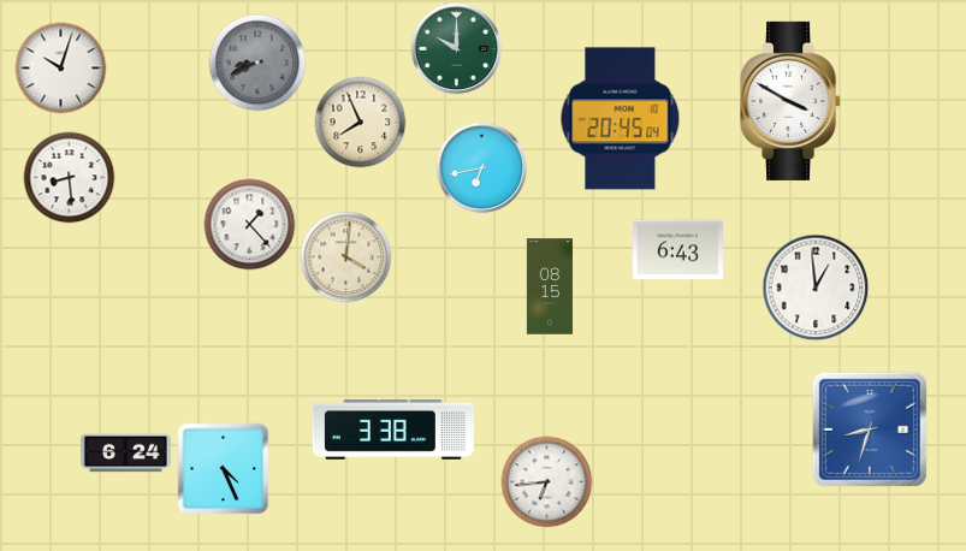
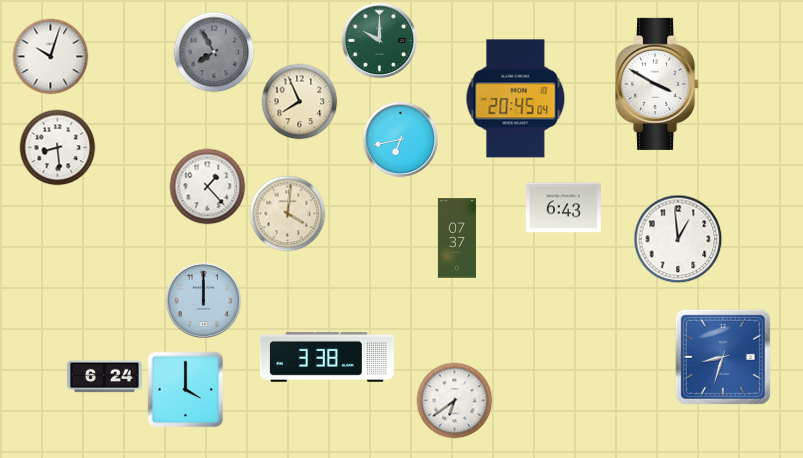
clock at (257, 63): 8:41 -> 7:55
clock at (550, 286): 08:15 -> 07:37
clock at (204, 301): none -> 12:00
clock at (224, 469): 4:26 -> 4:00
clock at (547, 482): 6:44 -> 6:39
